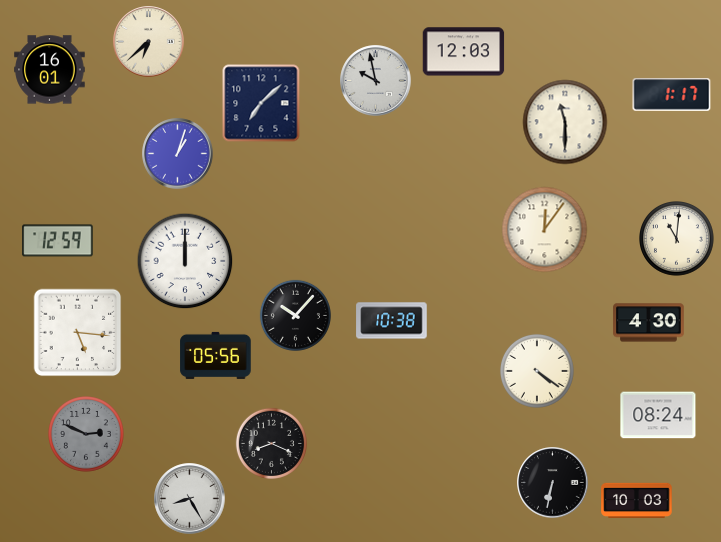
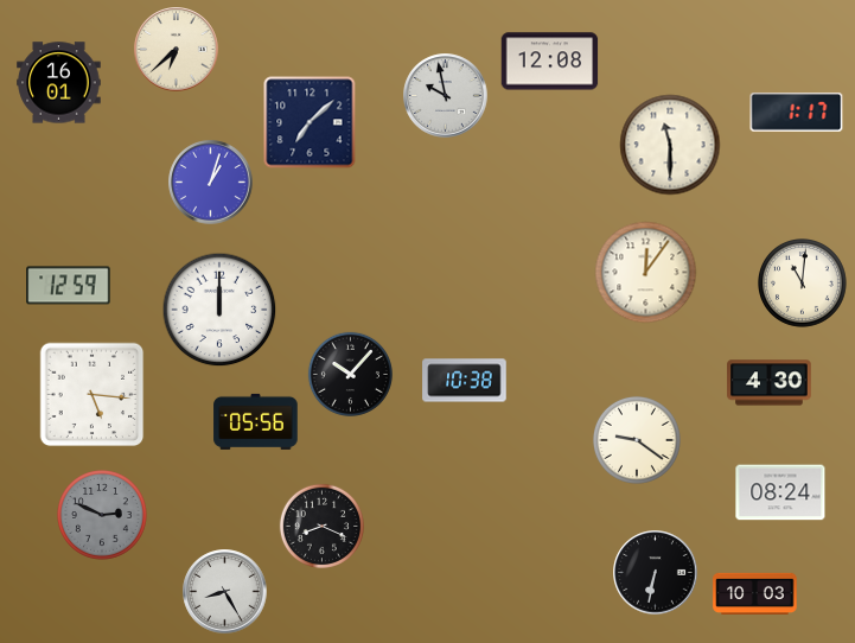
clock at (464, 52): 12:03 -> 12:08
clock at (537, 371): 4:21 -> 9:21
